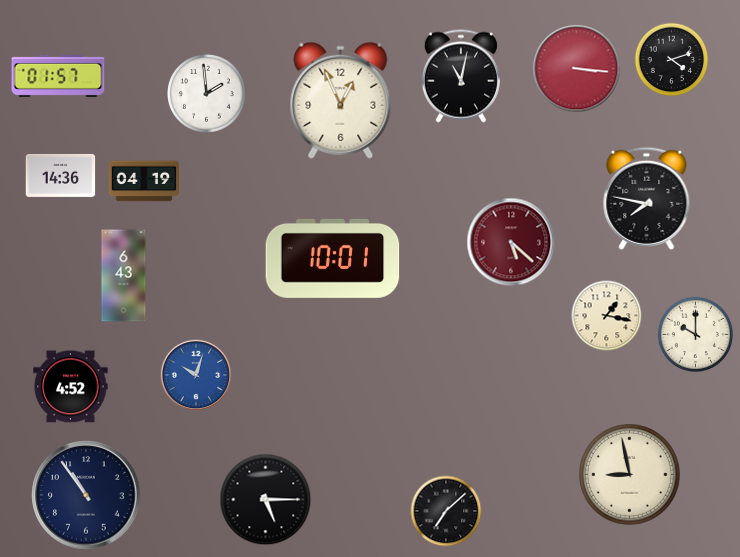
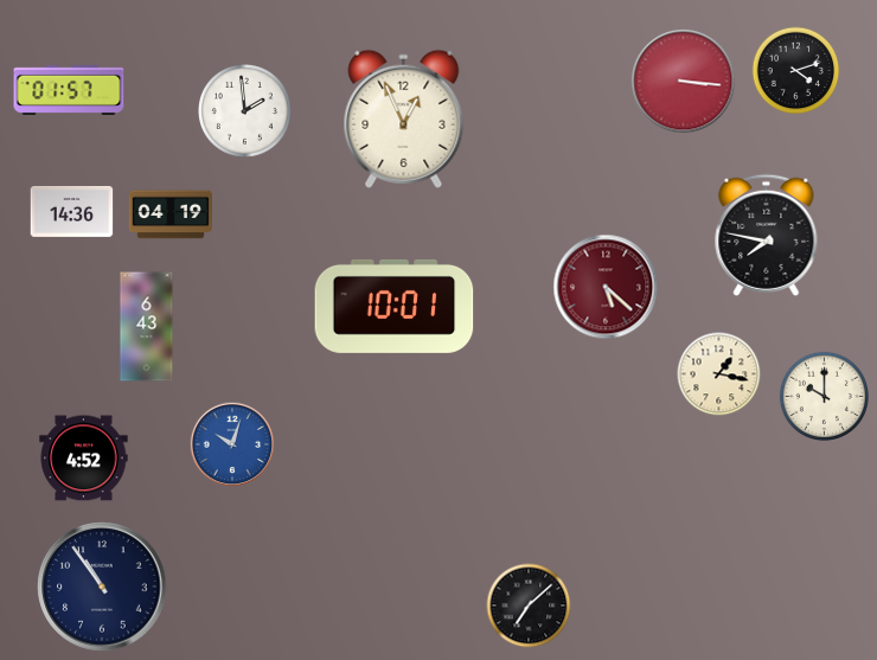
clock at (461, 76): 11:02 -> none
clock at (61, 175) position: (61, 175) -> (72, 211)
clock at (630, 475): 8:58 -> none
clock at (266, 500): 5:15 -> none
